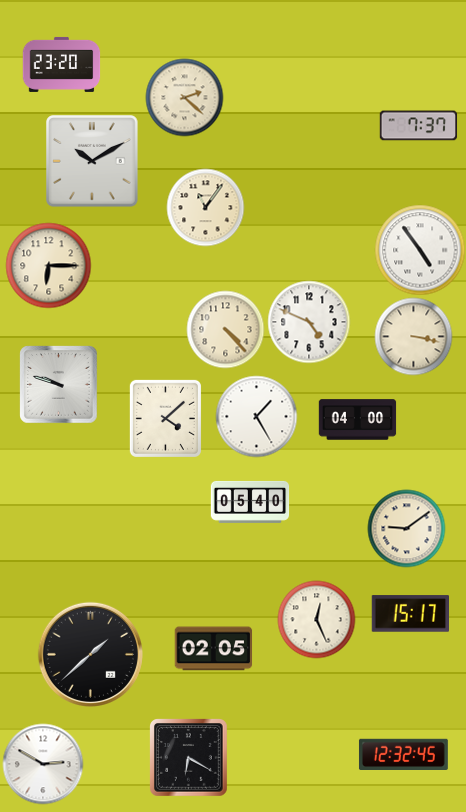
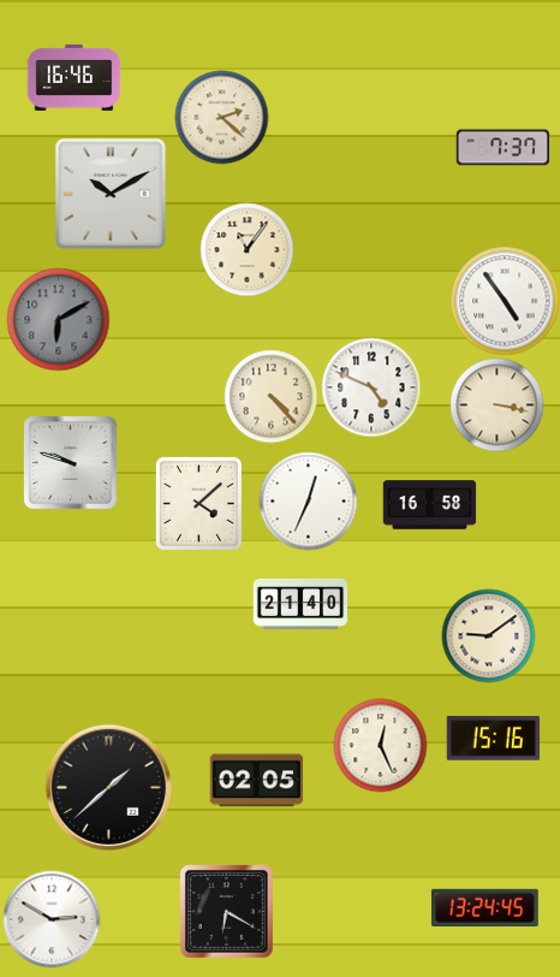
clock at (61, 64): 23:20 -> 16:46
clock at (418, 126) position: (418, 126) -> (502, 148)
clock at (48, 265): 6:15 -> 6:10
clock at (48, 265) dial: cream -> grey
clock at (256, 416): 1:25 -> 12:34
clock at (357, 420): 04:00 -> 16:58
clock at (250, 502): 05:40 -> 21:40
clock at (410, 614): 15:17 -> 15:16
clock at (403, 754): 12:32 -> 13:24
